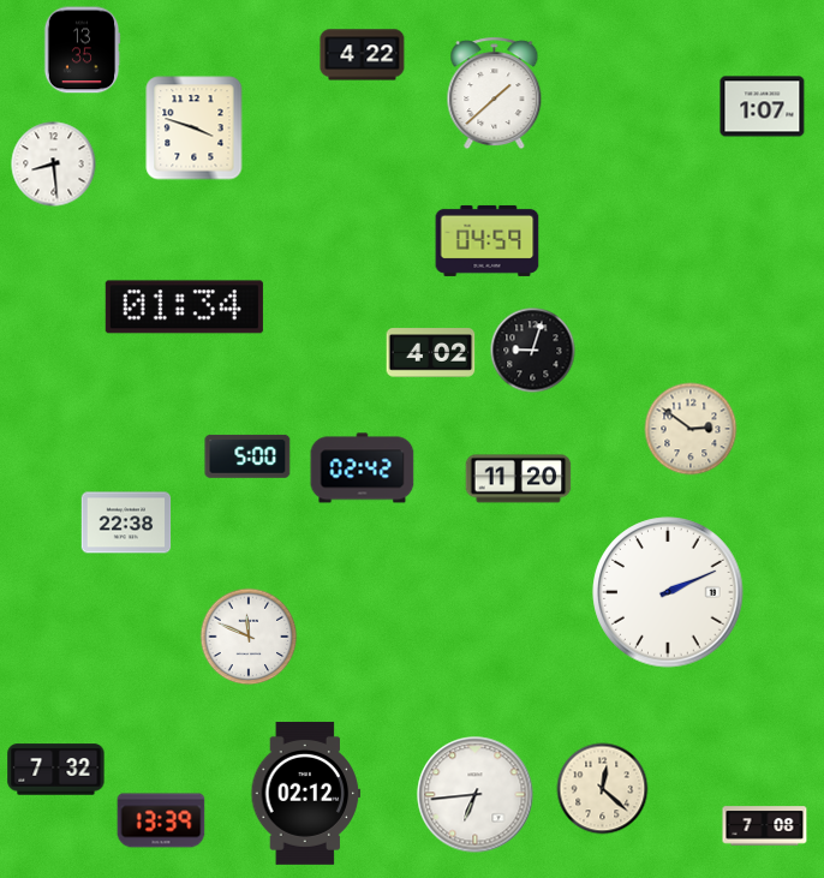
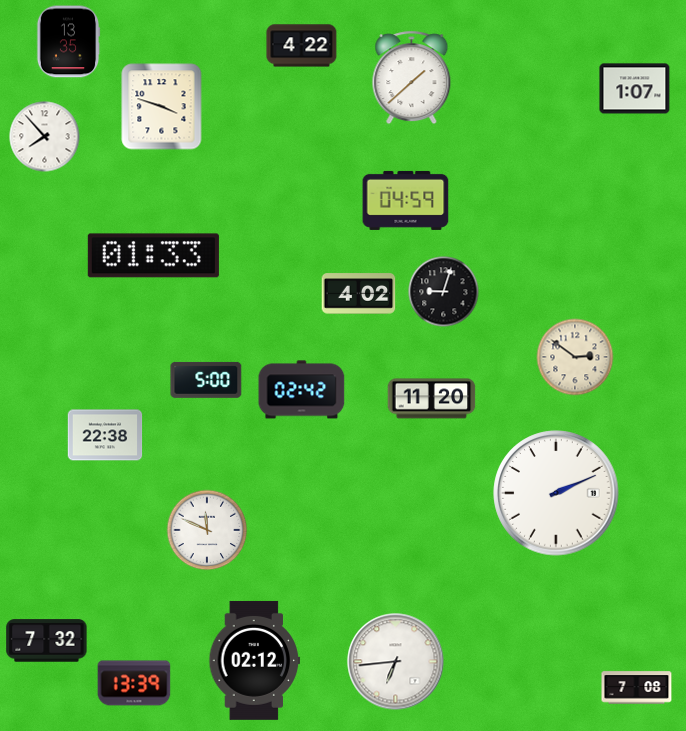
clock at (54, 165): 8:29 -> 7:53
clock at (184, 307): 01:34 -> 01:33
clock at (603, 789): 12:22 -> none
